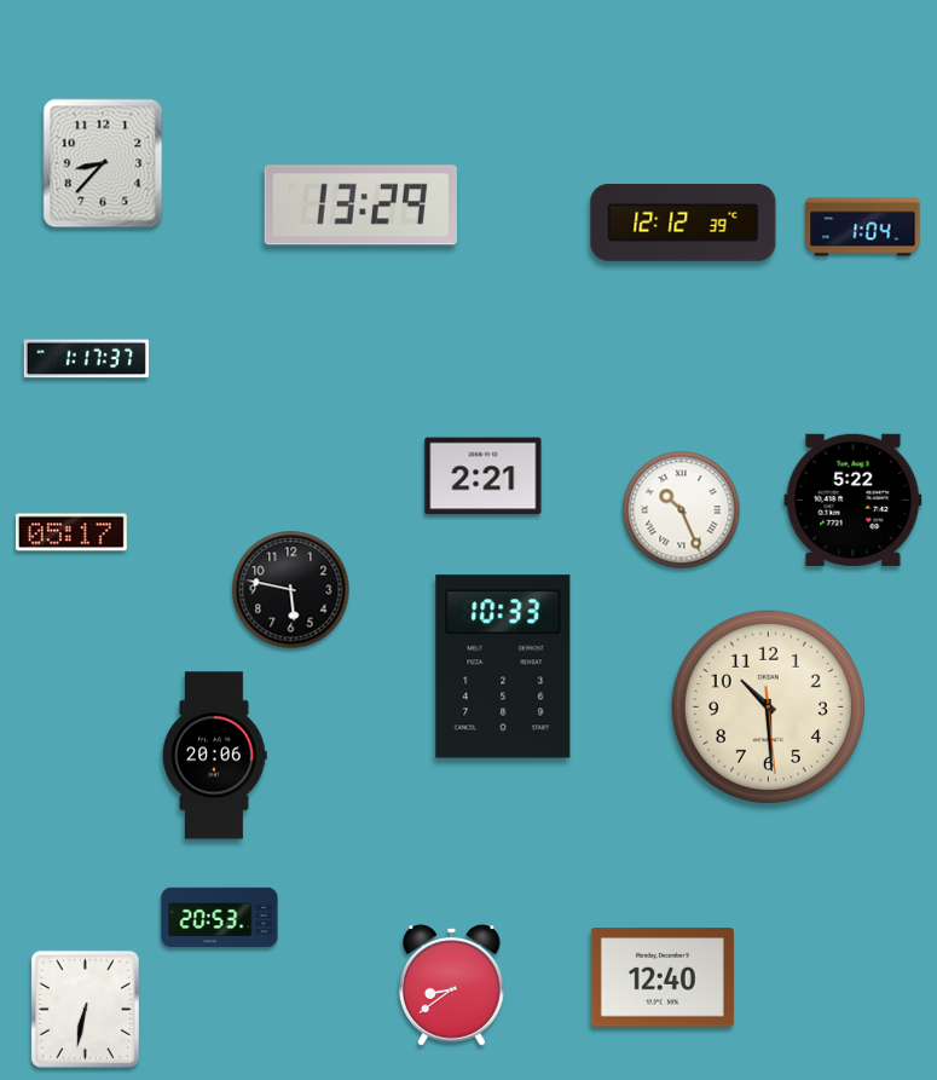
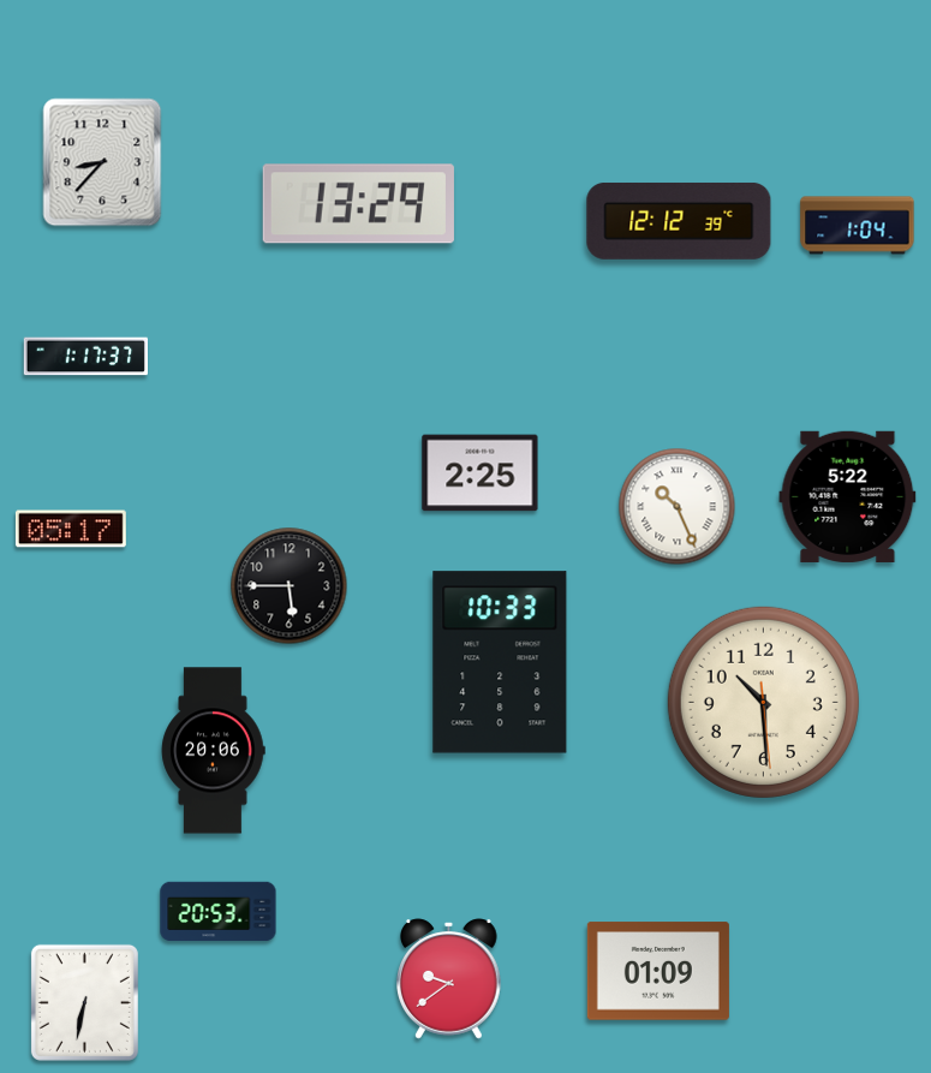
clock at (484, 477): 2:21 -> 2:25
clock at (291, 590): 5:47 -> 5:45
clock at (663, 977): 12:40 -> 01:09
clock at (452, 986): 8:39 -> 9:39
